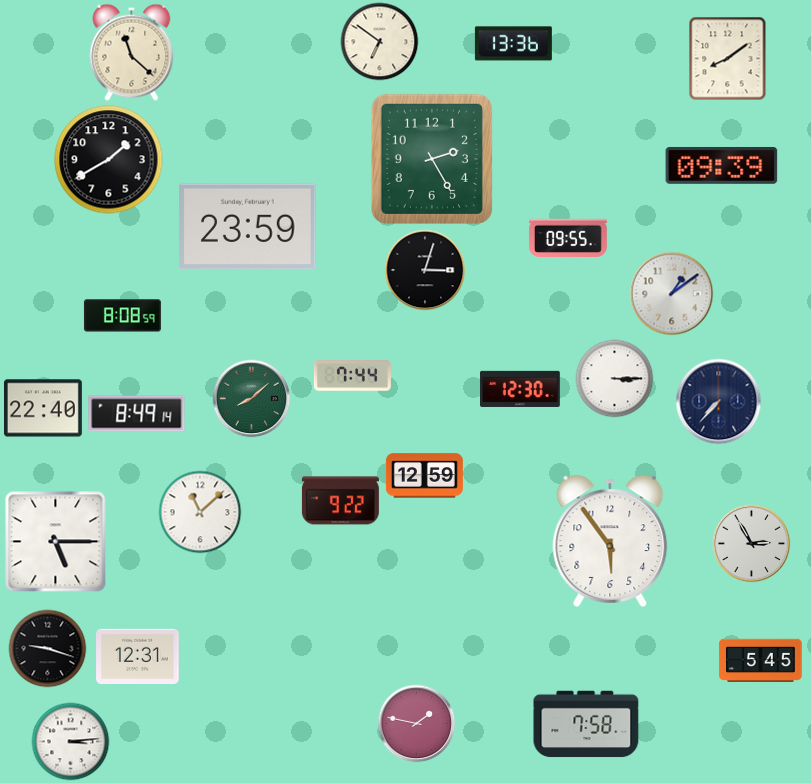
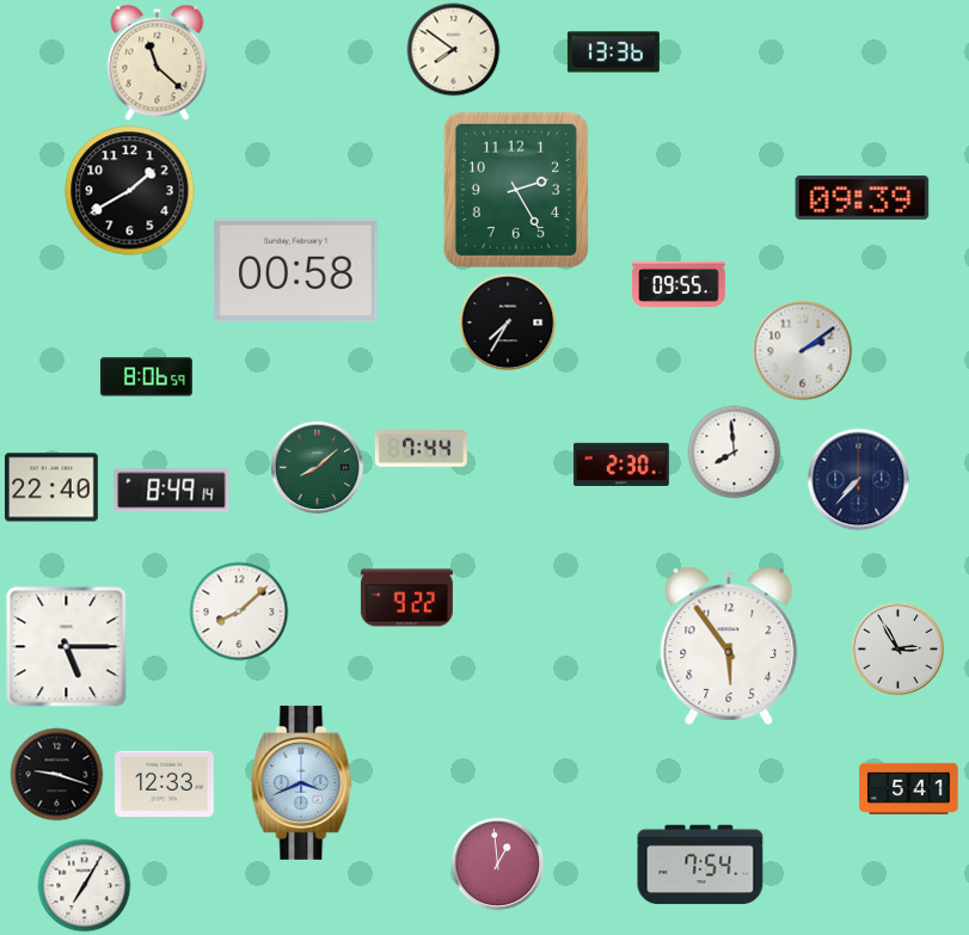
clock at (379, 41): 6:51 -> 7:51
clock at (728, 58): 8:09 -> none
clock at (248, 227): 23:59 -> 00:58
clock at (425, 270): 3:03 -> 7:35
clock at (671, 293): 1:09 -> 2:09
clock at (122, 316): 8:08 -> 8:06
clock at (614, 378): 3:15 -> 7:59
clock at (521, 389): 12:30 -> 2:30
clock at (251, 398) position: (251, 398) -> (317, 467)
clock at (137, 414) position: (137, 414) -> (172, 491)
clock at (424, 476): 12:59 -> none
clock at (200, 512): 11:08 -> 8:08
clock at (302, 782): none -> 3:41
clock at (138, 656): 12:31 -> 12:33
clock at (761, 660): 5:45 -> 5:41
clock at (416, 723): 1:47 -> 12:59
clock at (586, 724): 7:58 -> 7:54
clock at (70, 741): 3:14 -> 7:05
